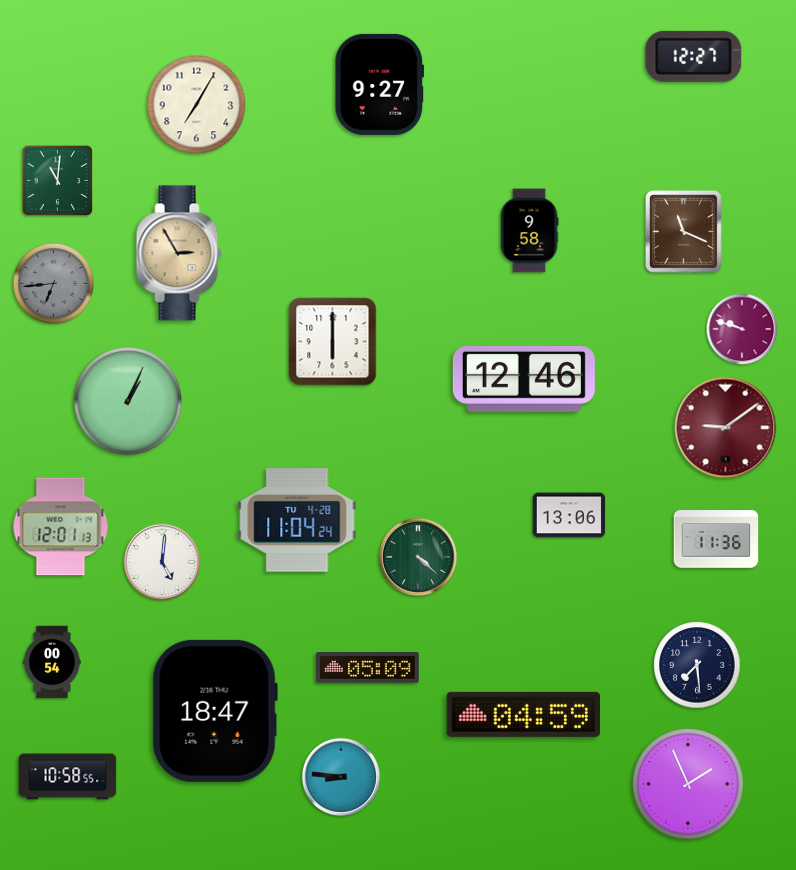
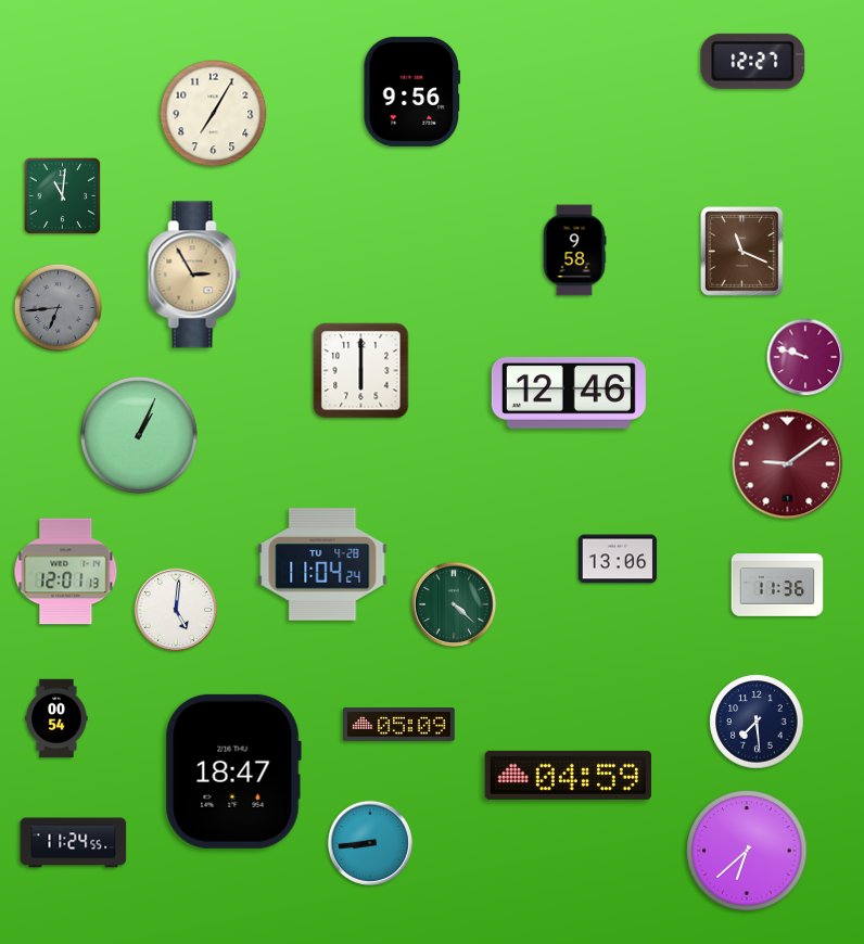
clock at (380, 84): 9:27 -> 9:56
clock at (524, 379) position: (524, 379) -> (569, 393)
clock at (68, 777): 10:58 -> 11:24
clock at (341, 777): 8:46 -> 8:44
clock at (688, 784): 1:56 -> 6:38
